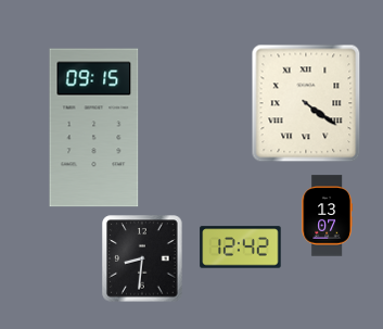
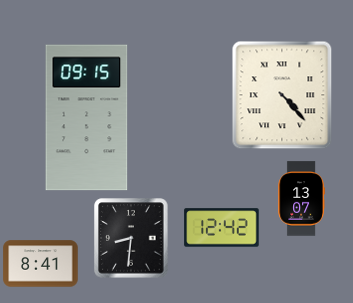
clock at (306, 103): 4:21 -> 4:23
clock at (41, 264): none -> 8:41
